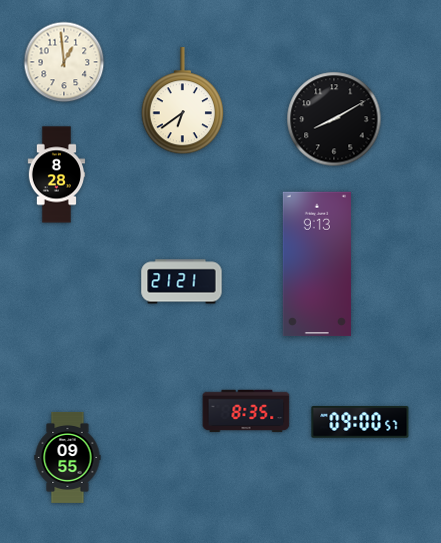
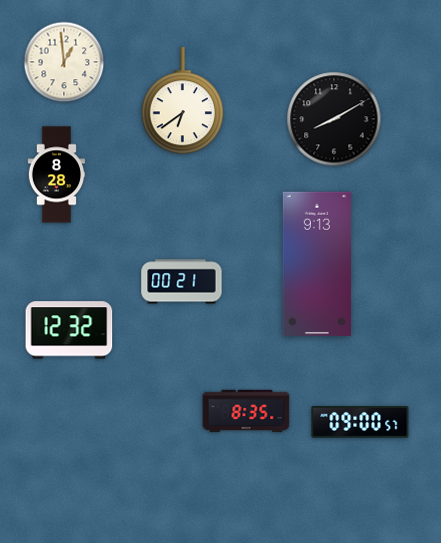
clock at (182, 282): 21:21 -> 00:21
clock at (69, 330): none -> 12:32
clock at (68, 457): 09:55 -> none
